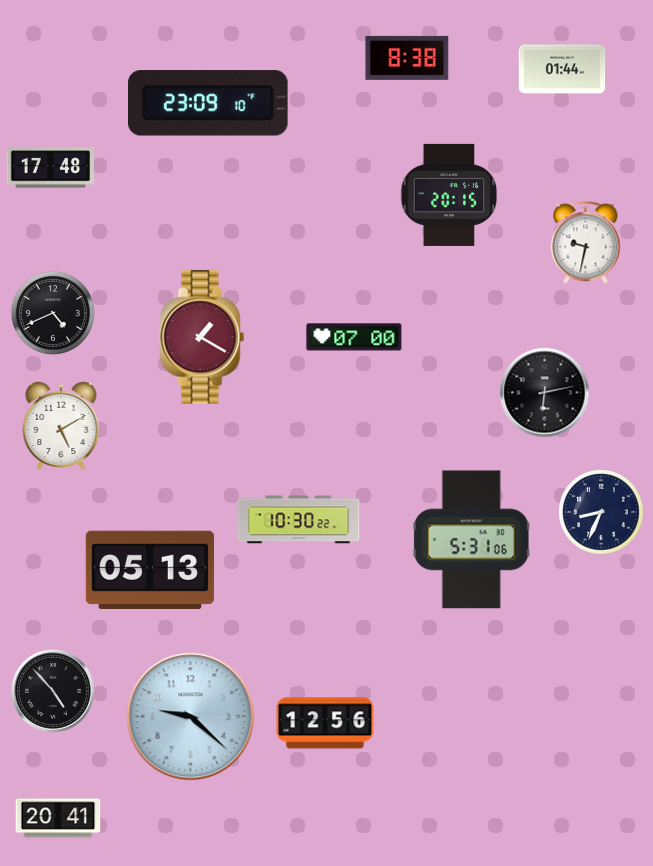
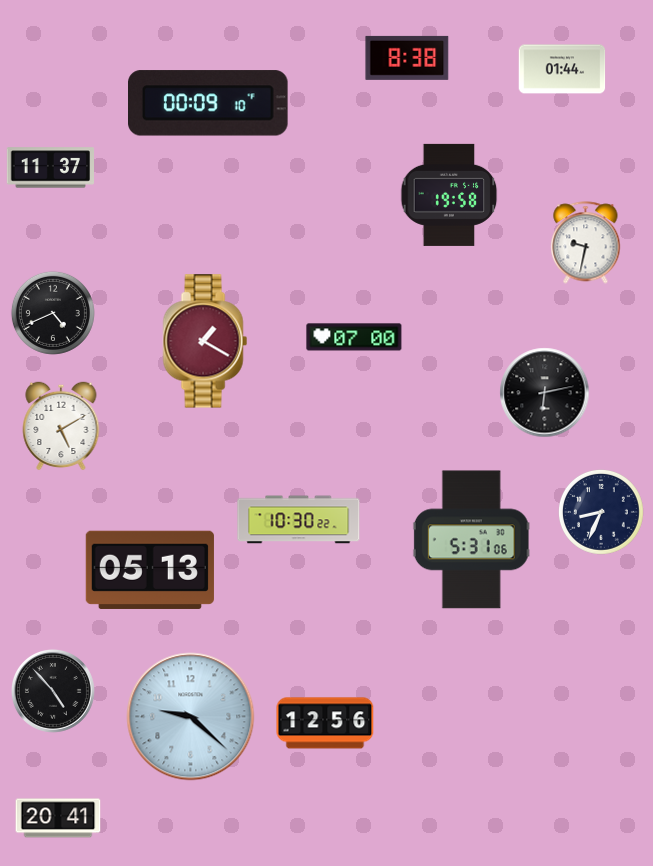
clock at (209, 103): 23:09 -> 00:09
clock at (50, 168): 17:48 -> 11:37
clock at (449, 195): 20:15 -> 19:58
clock at (202, 337) position: (202, 337) -> (205, 341)
